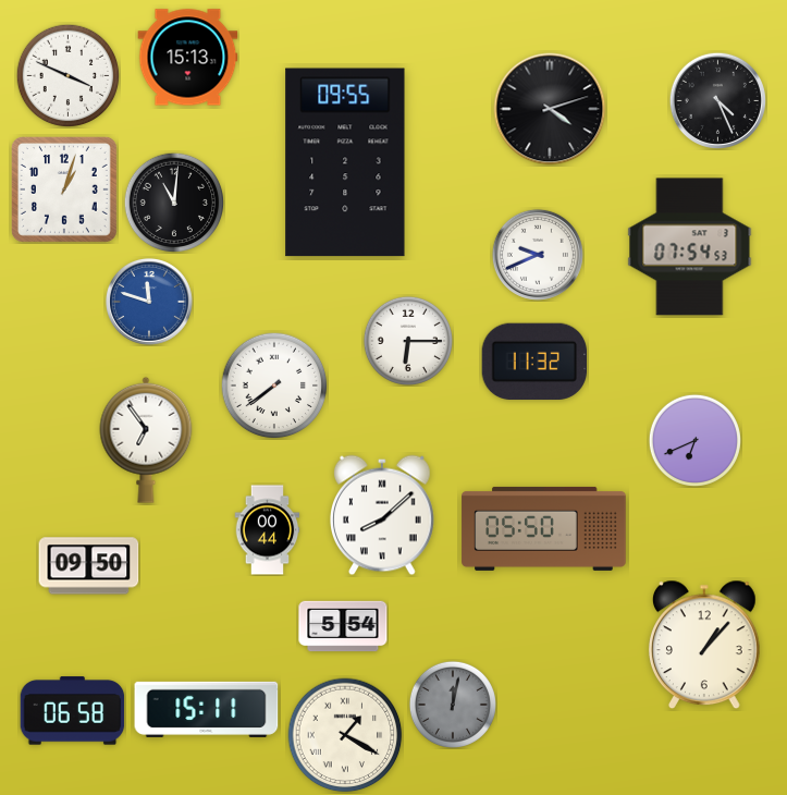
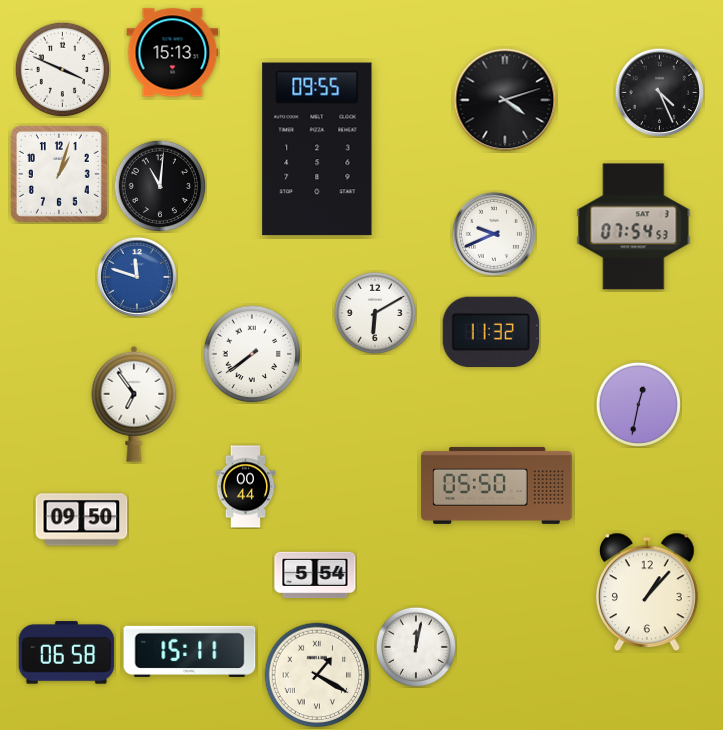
clock at (408, 341): 6:15 -> 6:10
clock at (694, 440): 6:41 -> 12:32
clock at (383, 515): 8:08 -> none
clock at (544, 528) position: (544, 528) -> (497, 485)
clock at (453, 705) dial: grey -> white
